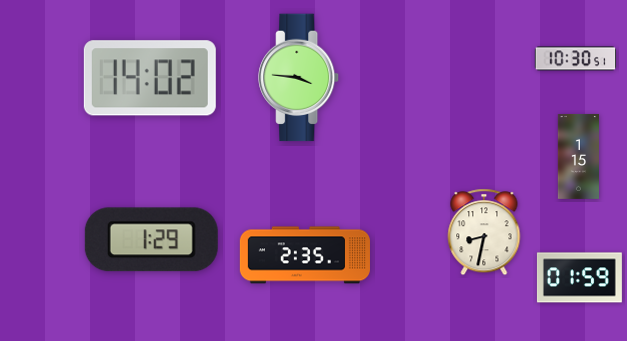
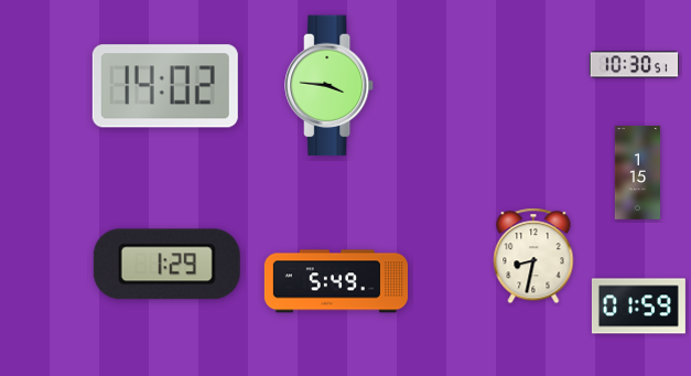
clock at (305, 255): 2:35 -> 5:49
